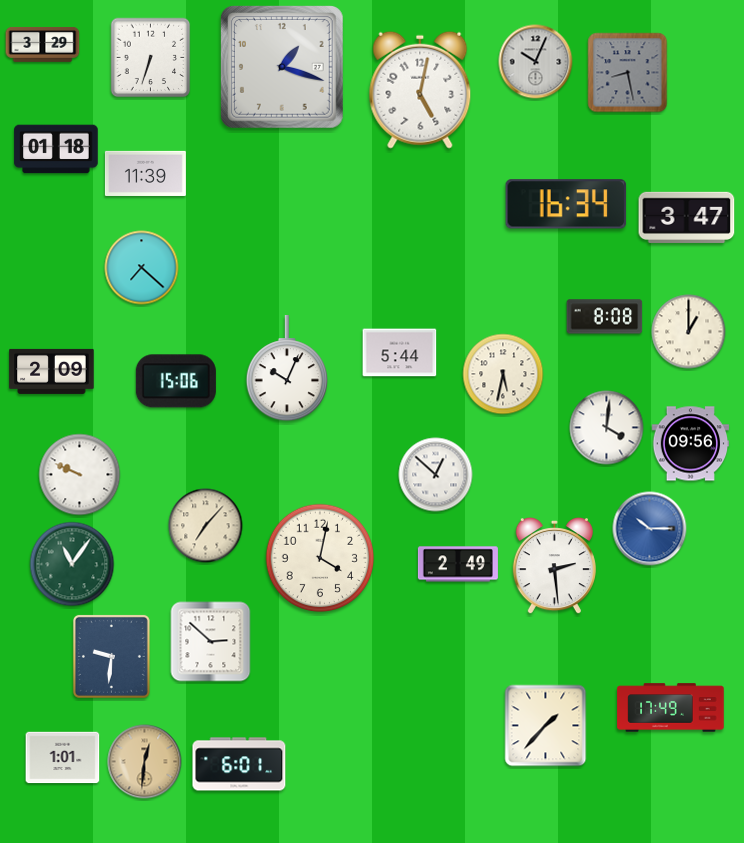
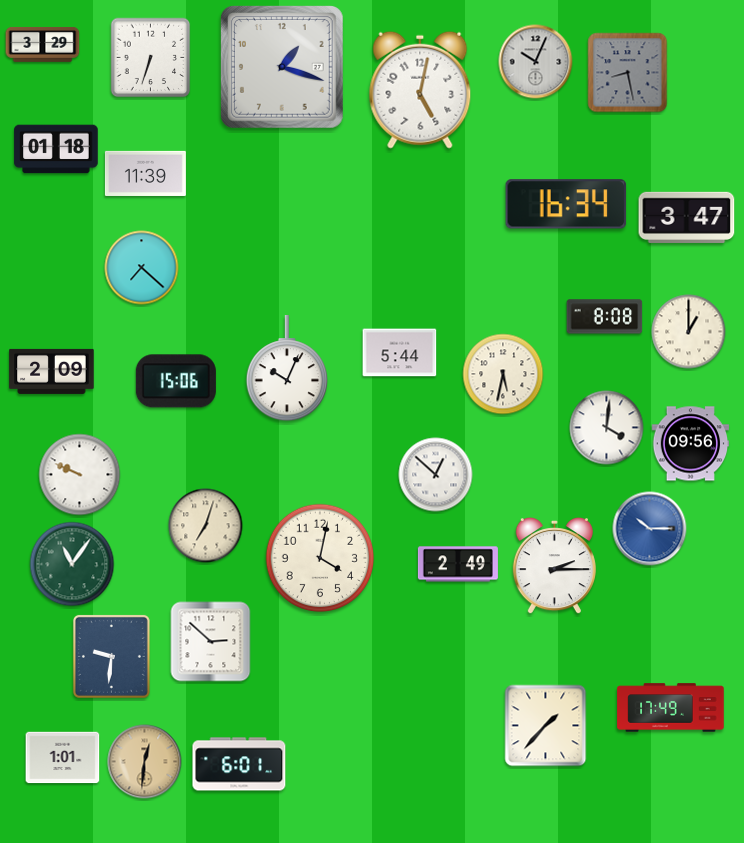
clock at (206, 526): 7:07 -> 7:03
clock at (554, 567): 2:29 -> 2:15
